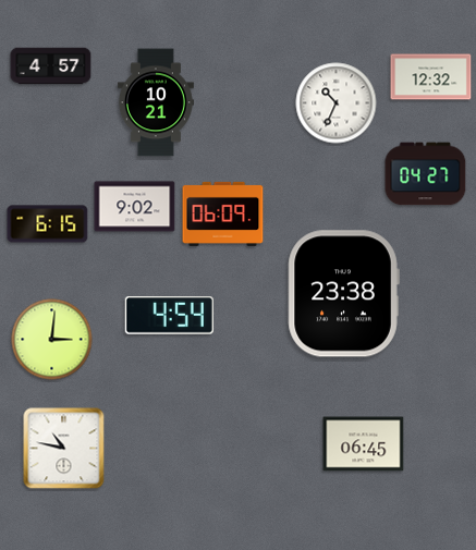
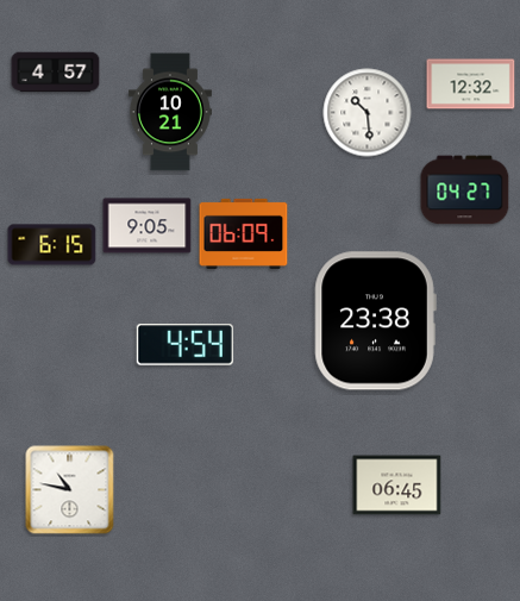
clock at (337, 103): 10:34 -> 10:29
clock at (135, 207): 9:02 -> 9:05
clock at (52, 340): 3:01 -> none
